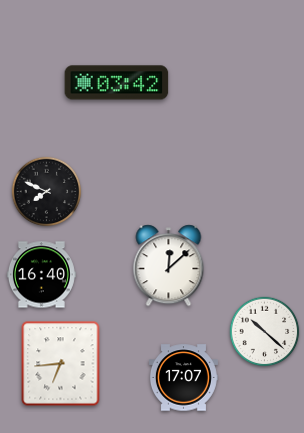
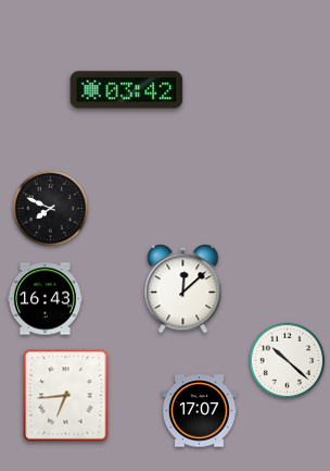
clock at (41, 275): 16:40 -> 16:43
